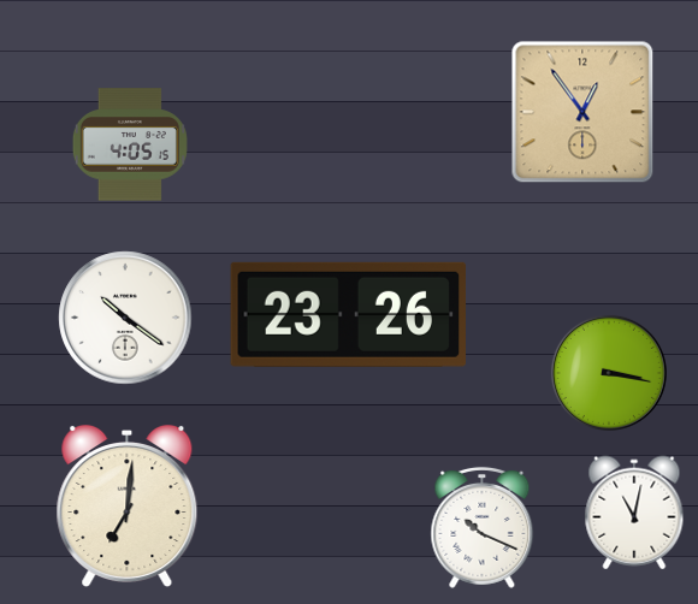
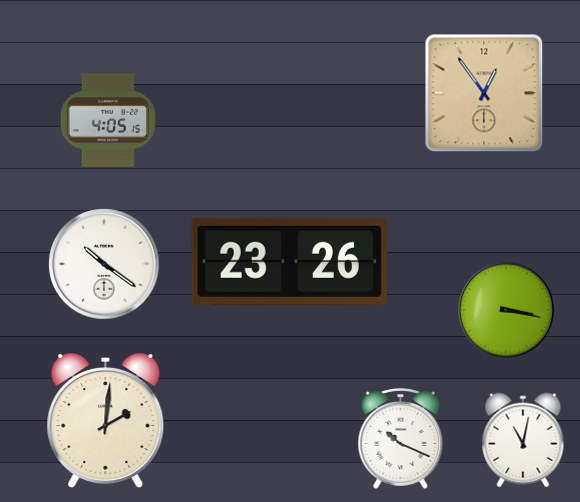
clock at (128, 507): 7:01 -> 2:01
clock at (634, 513) position: (634, 513) -> (523, 440)
